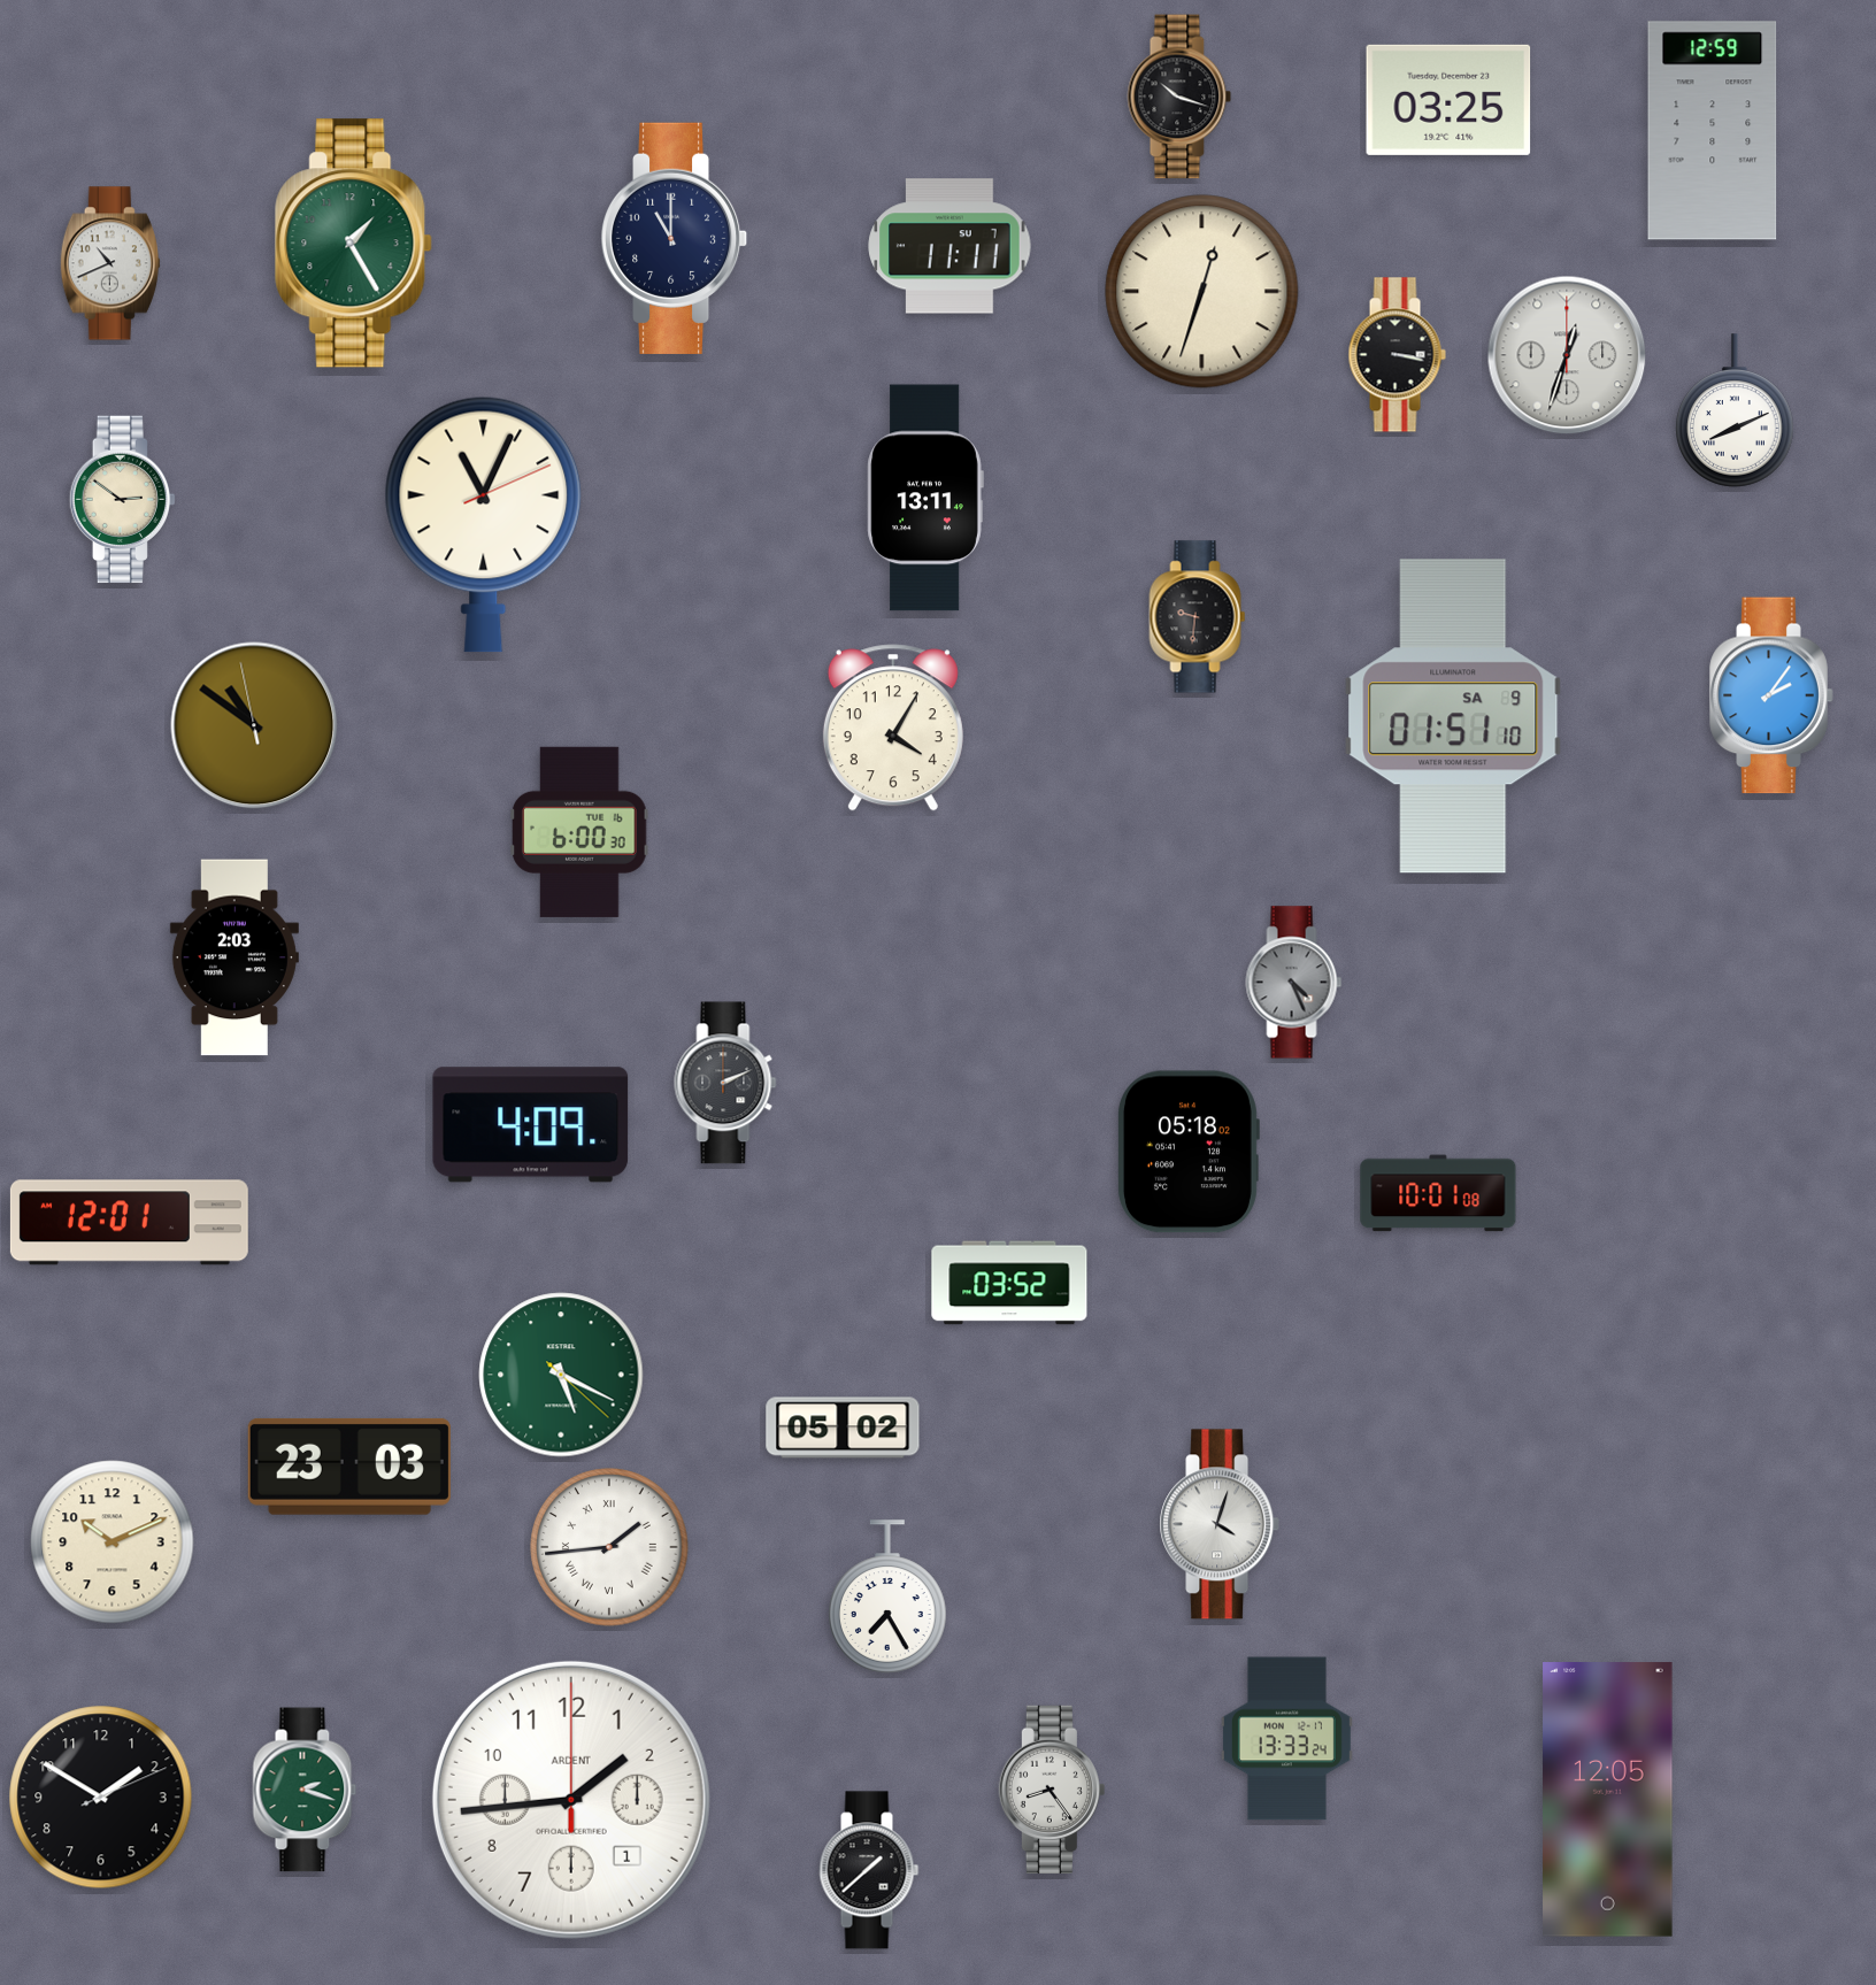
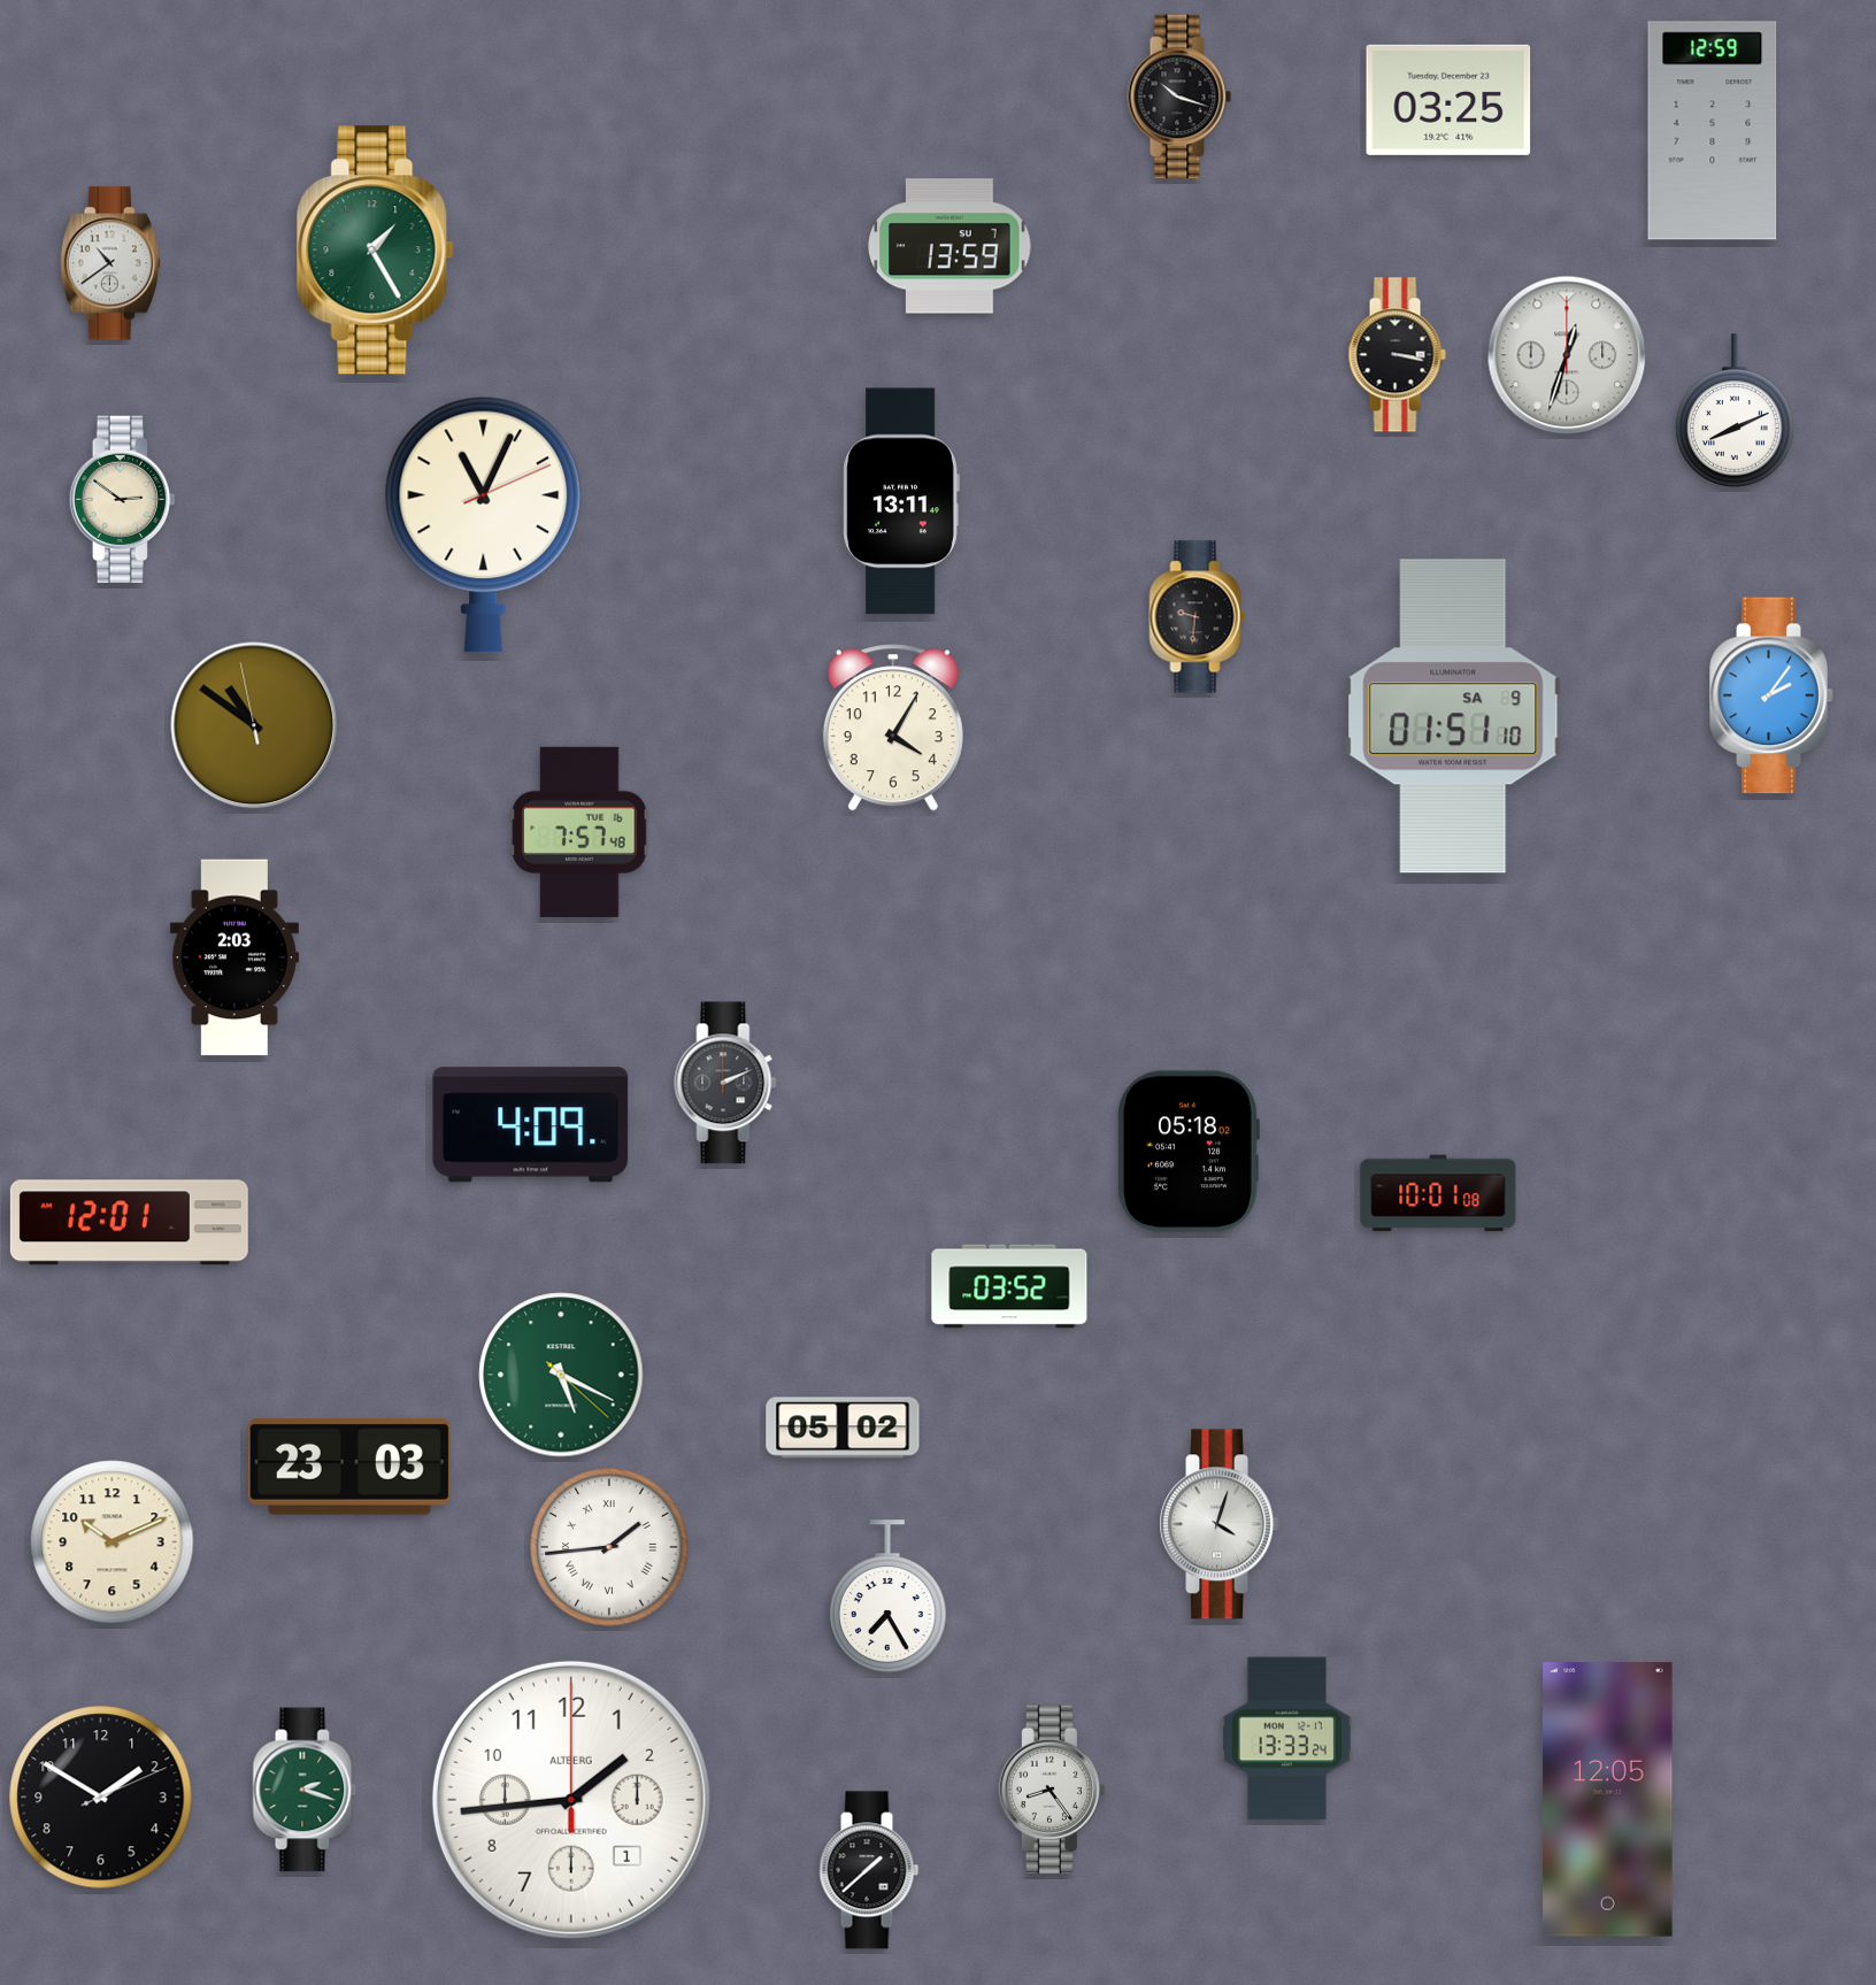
clock at (675, 238): 11:00 -> none
clock at (354, 244) position: (354, 244) -> (376, 251)
clock at (949, 246): 11:11 -> 13:59
clock at (110, 263): 10:41 -> 10:39
clock at (1202, 292): 12:33 -> none
clock at (925, 498) position: (925, 498) -> (901, 501)
clock at (579, 832): 6:00 -> 7:57
clock at (1294, 983): 4:26 -> none
clock at (1009, 1283) position: (1009, 1283) -> (1009, 1286)
clock at (571, 1800) brand: ARDENT -> ALTBERG
